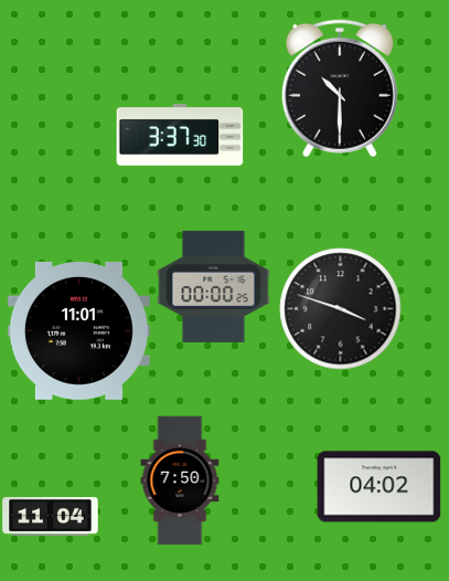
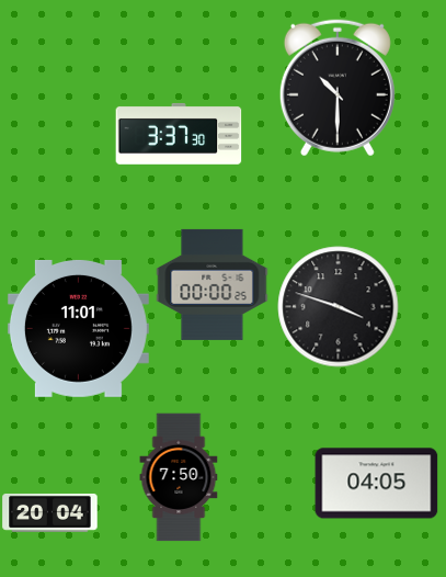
clock at (379, 487): 04:02 -> 04:05
clock at (51, 516): 11:04 -> 20:04
